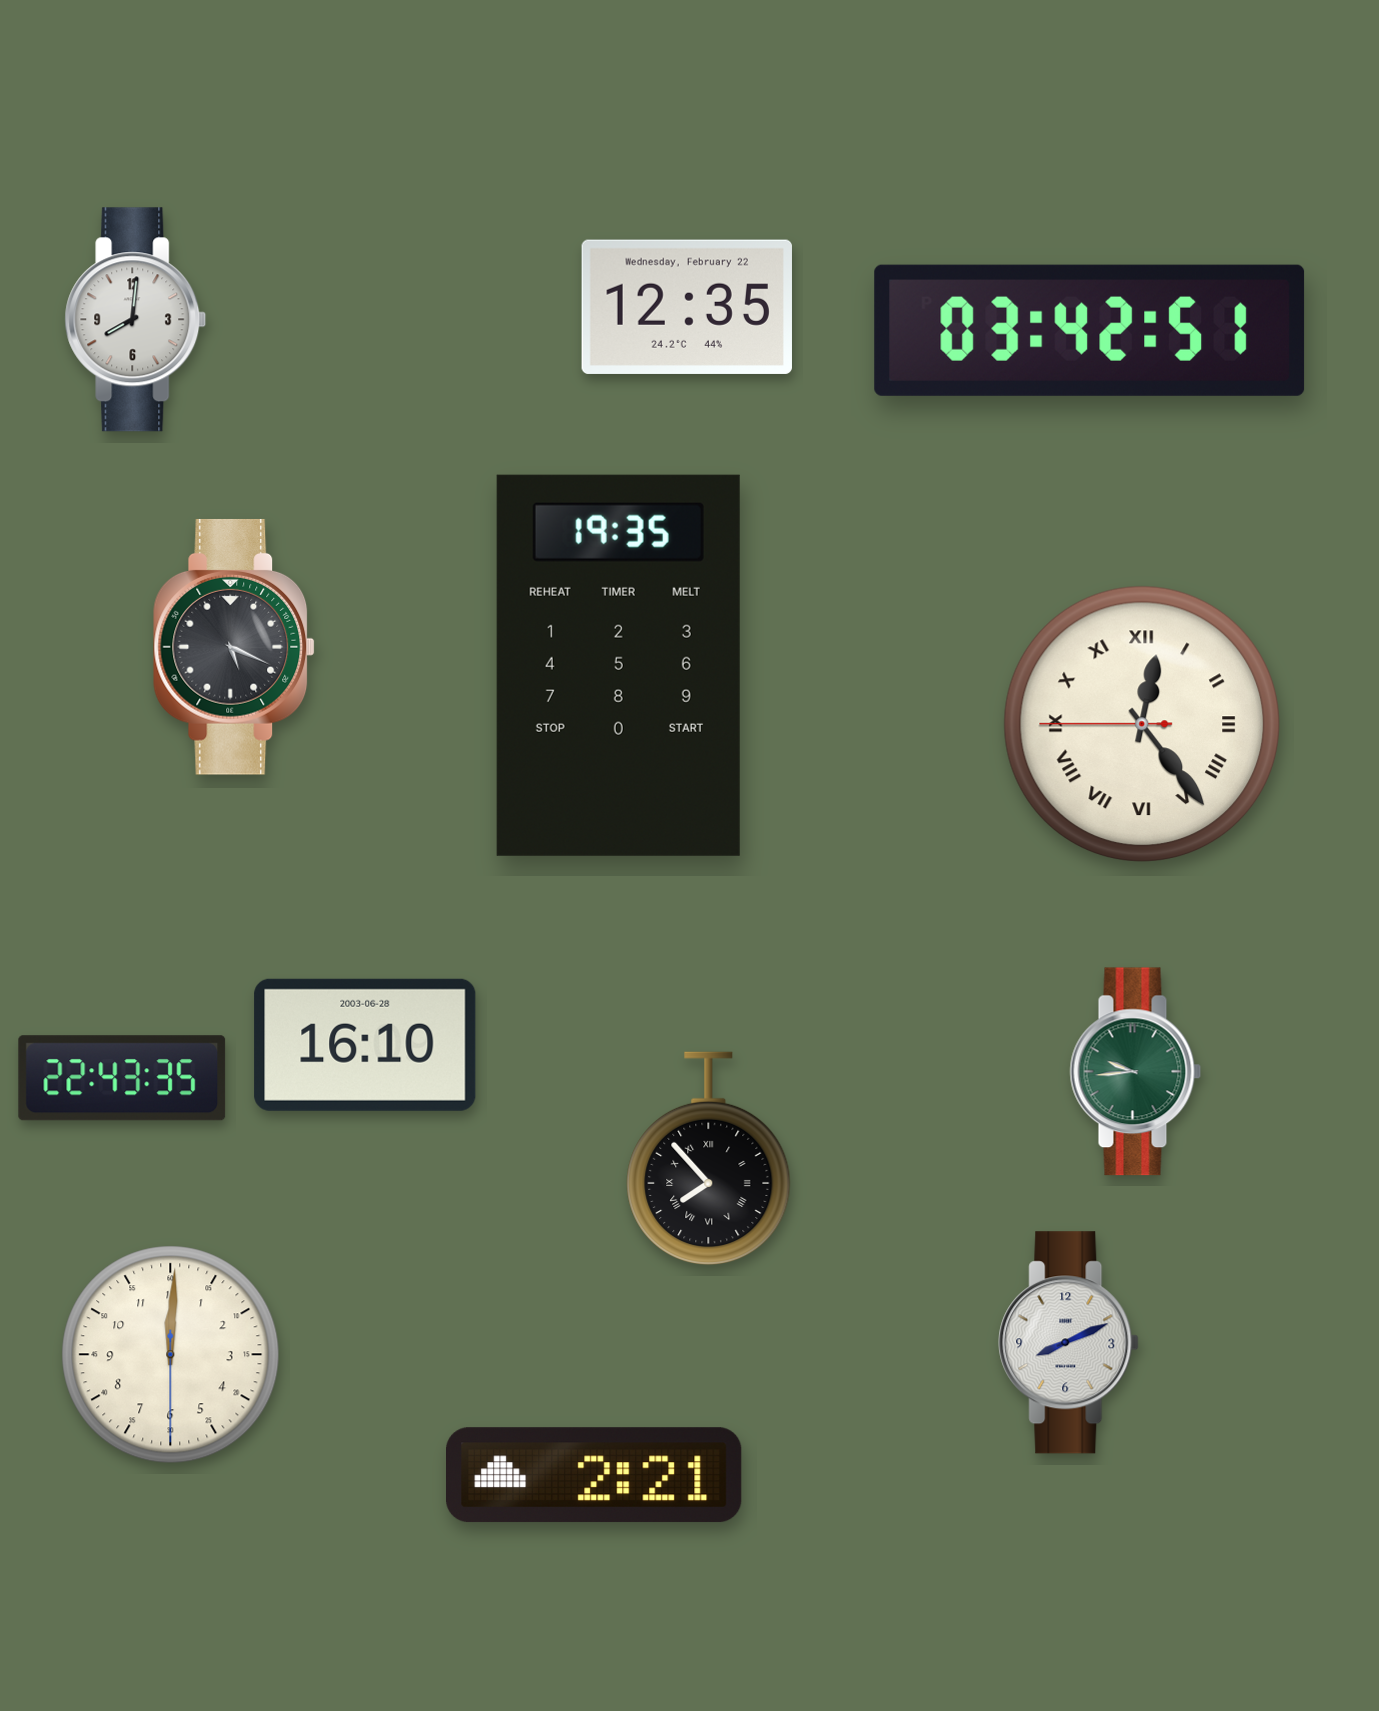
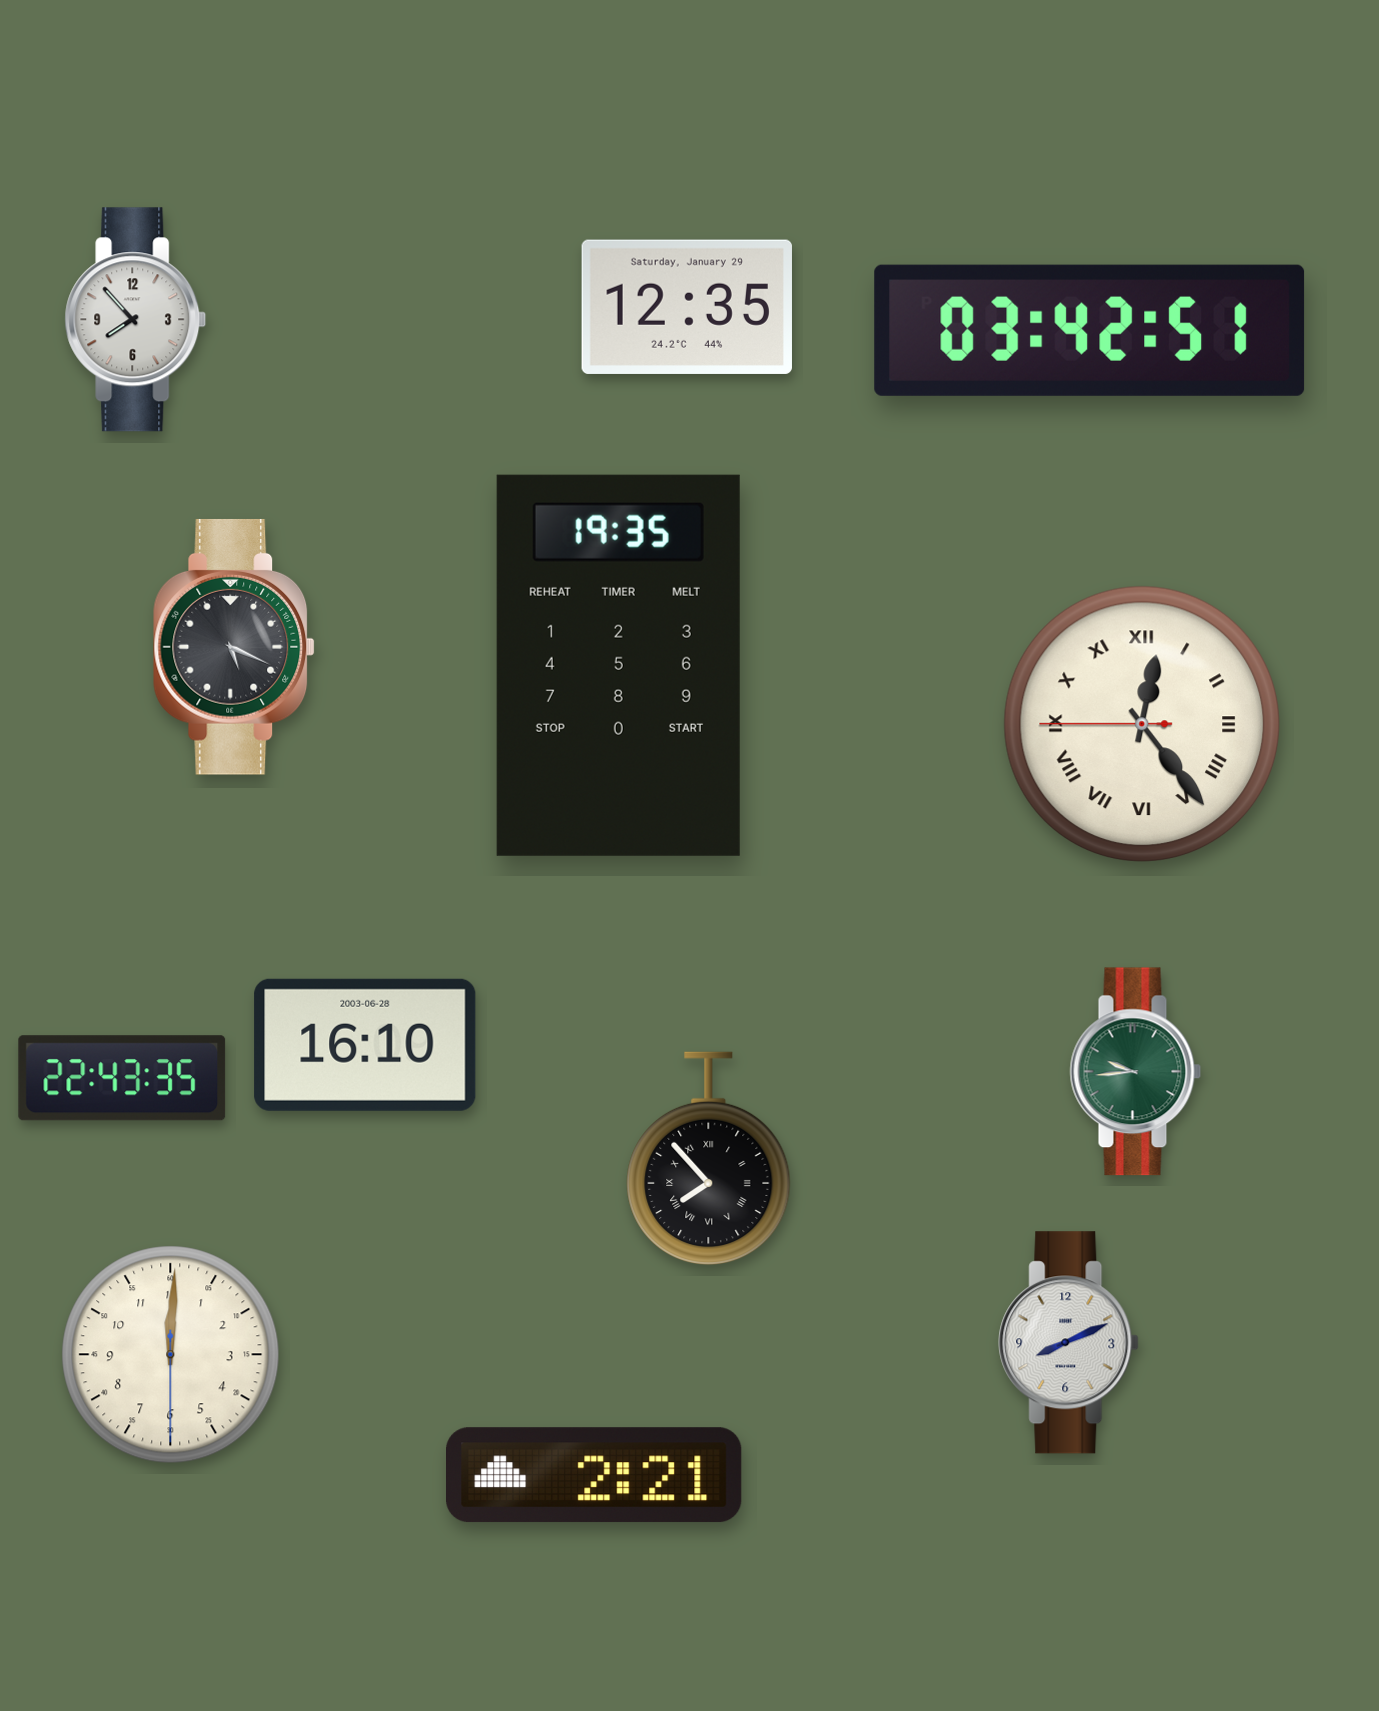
clock at (687, 307) date: Wednesday, February 22 -> Saturday, January 29
clock at (136, 320): 8:01 -> 7:53
